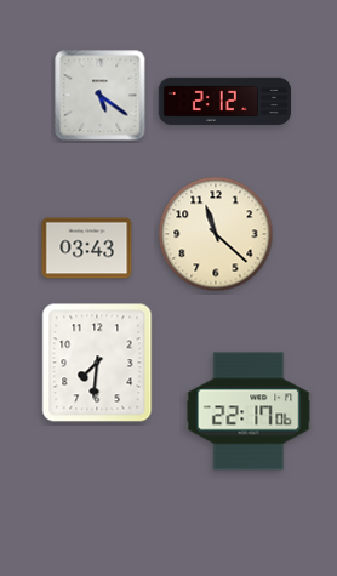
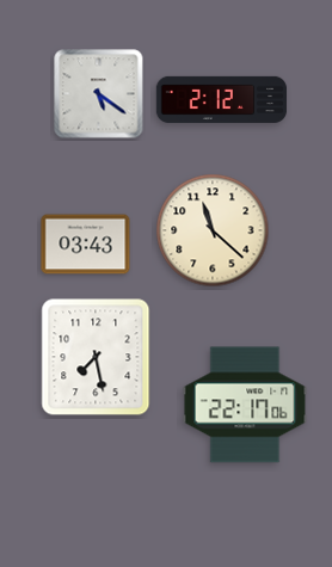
clock at (97, 363): 7:31 -> 7:28
